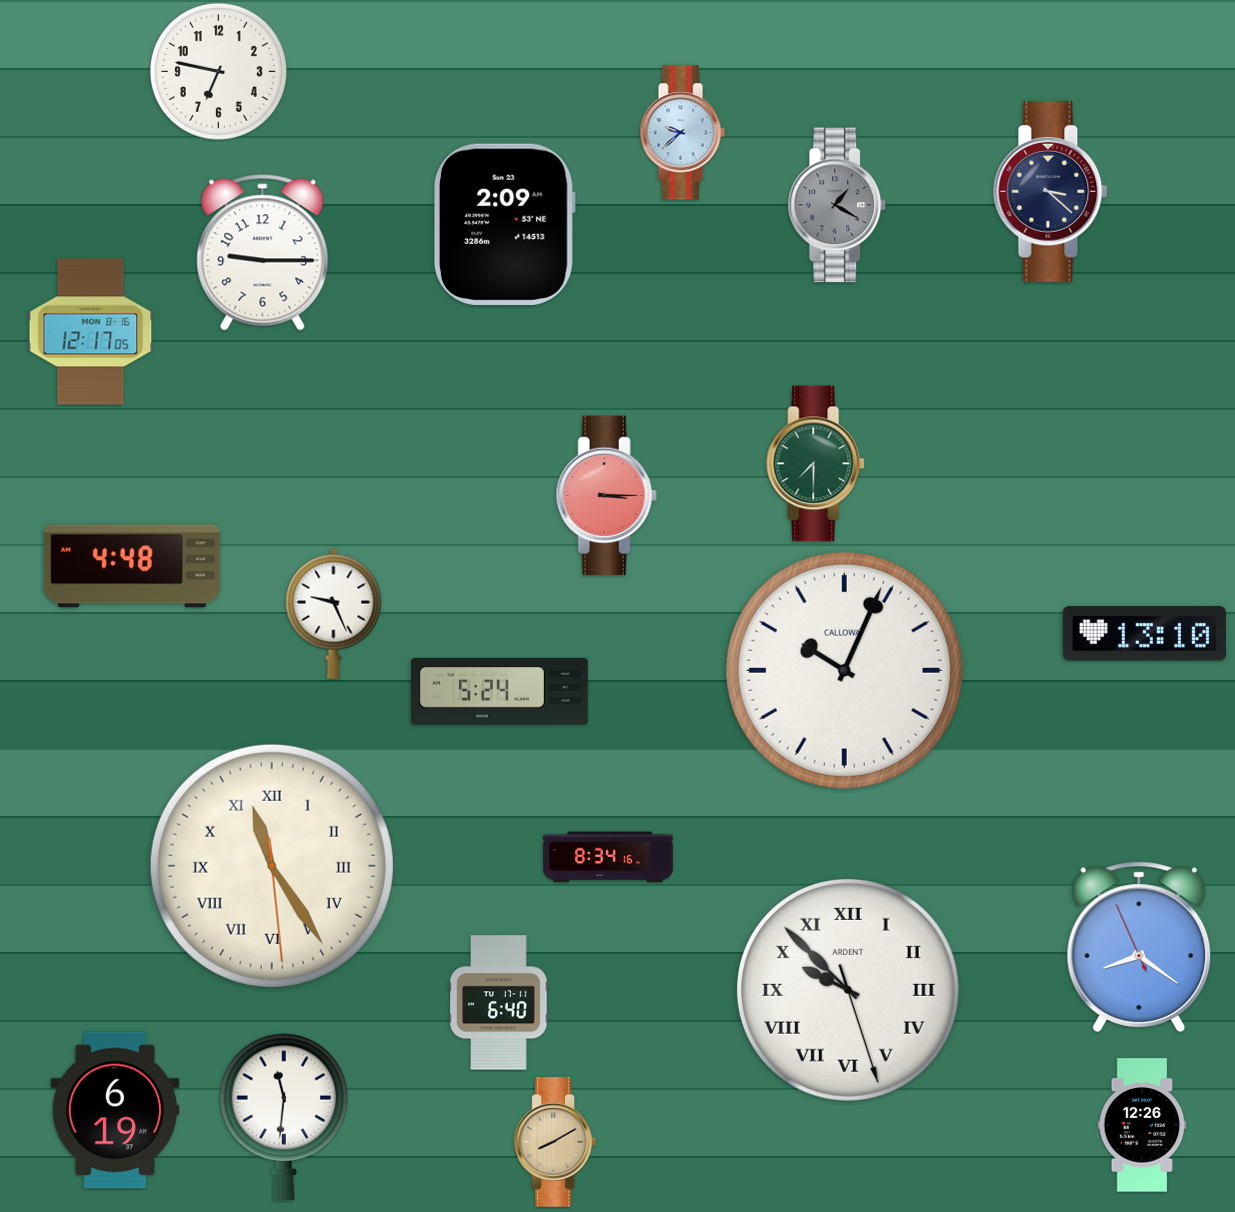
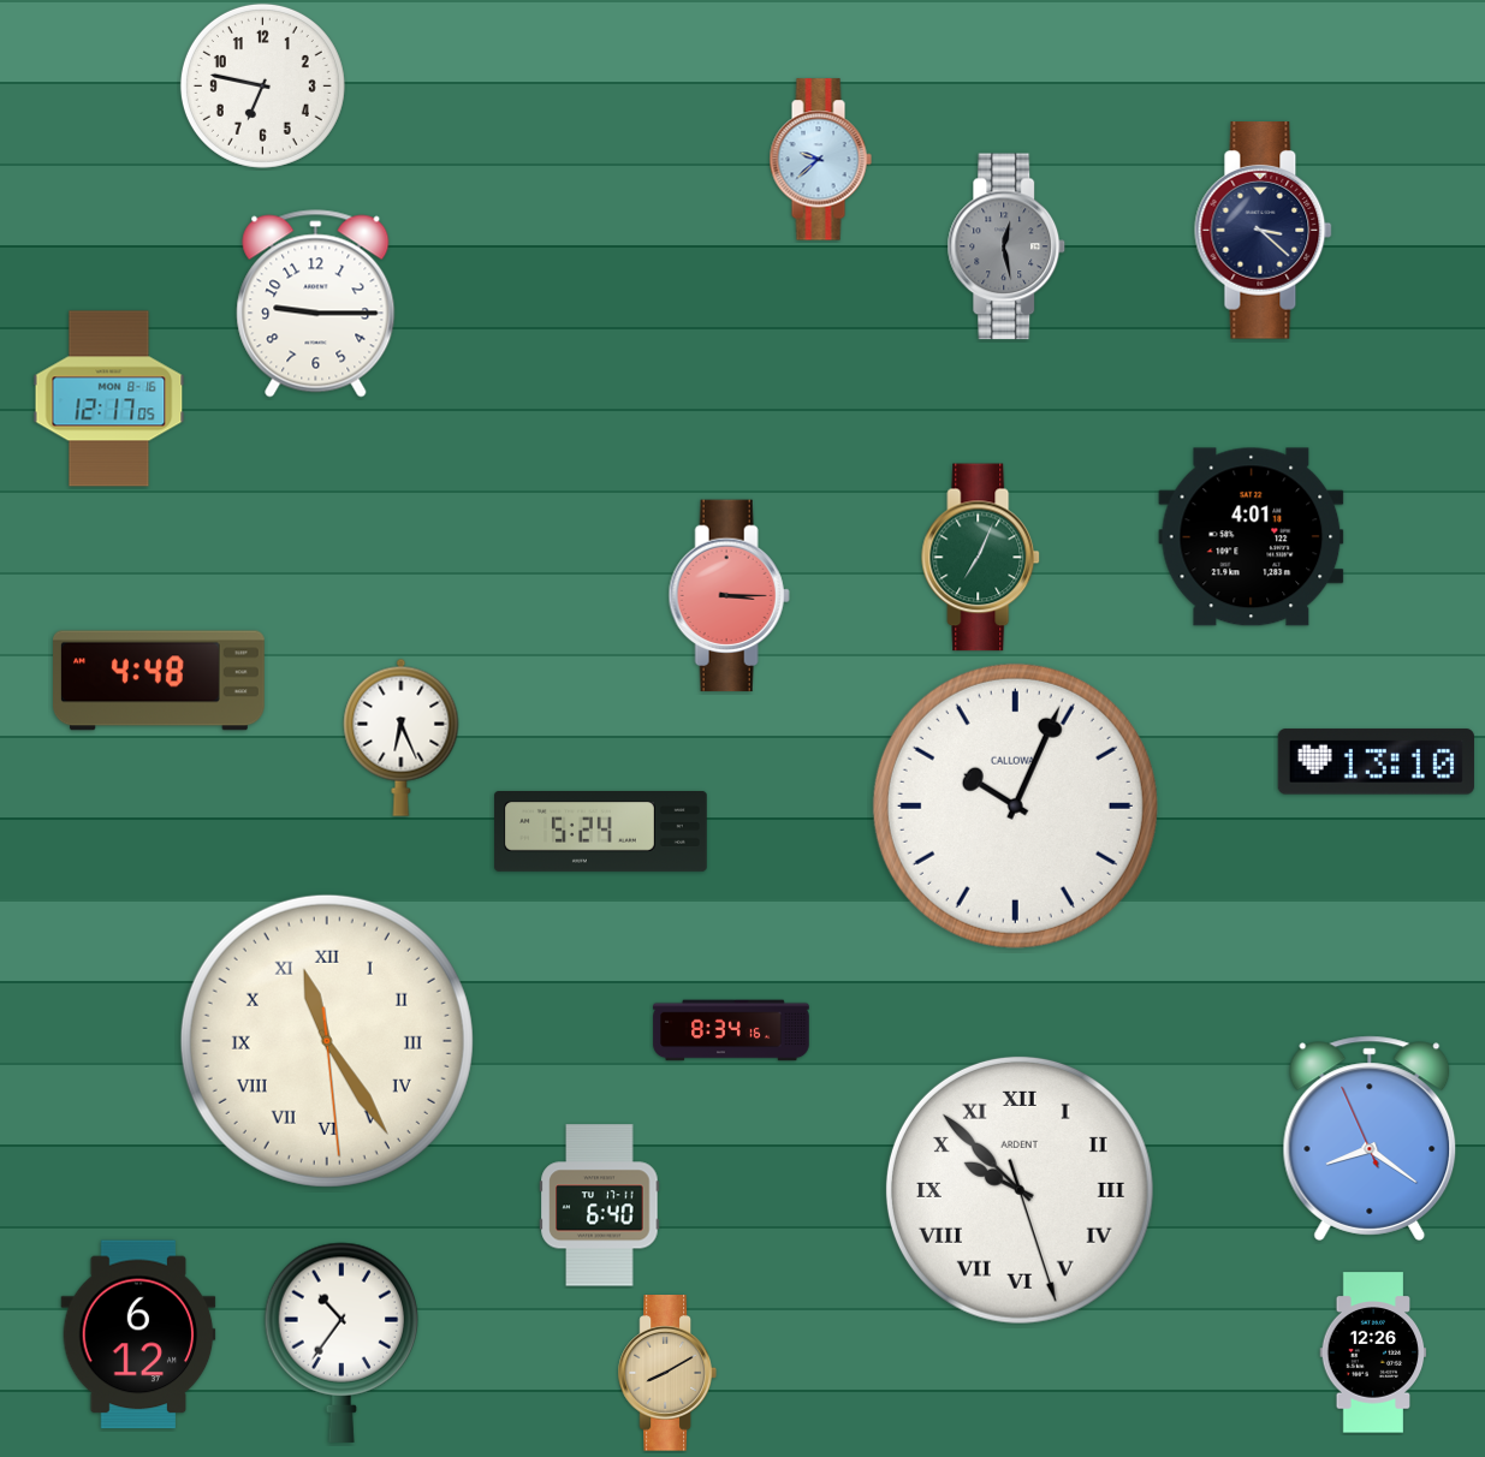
clock at (837, 205): 1:20 -> 12:28
clock at (504, 224): 2:09 -> none
clock at (1252, 537): none -> 4:01
clock at (816, 464): 7:30 -> 7:04
clock at (334, 613): 9:26 -> 6:26
clock at (115, 1110): 6:19 -> 6:12
clock at (283, 1117): 11:31 -> 10:36
